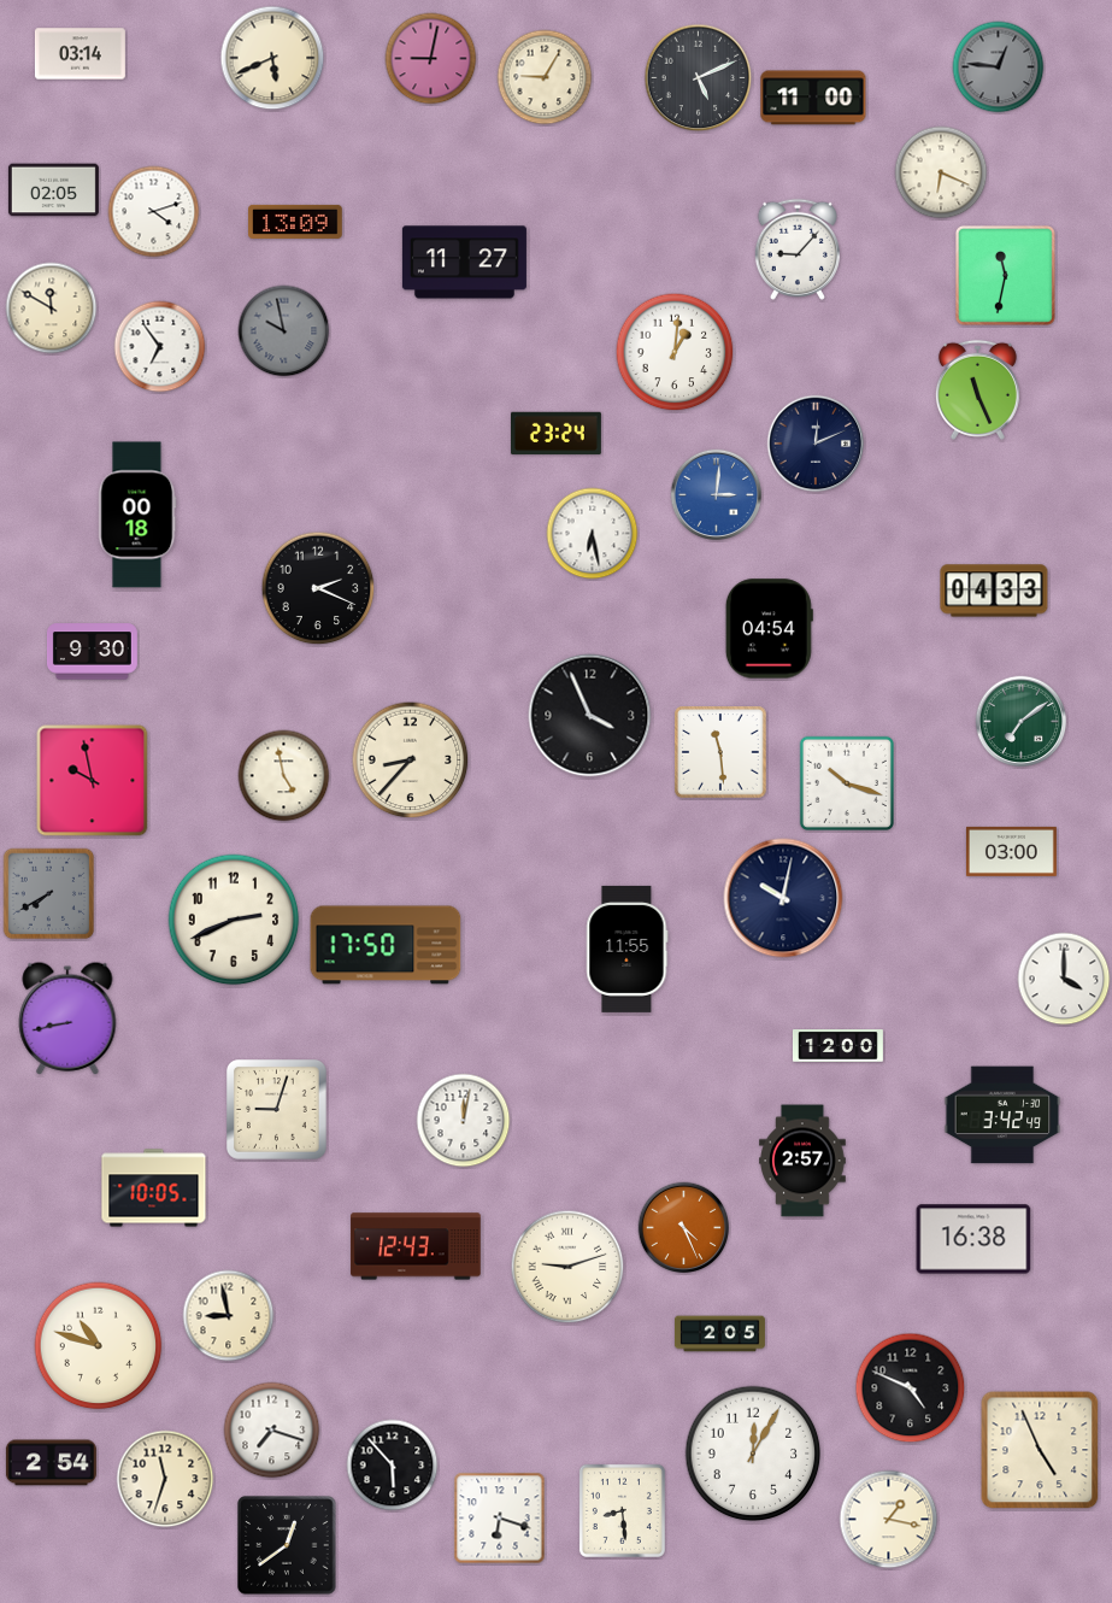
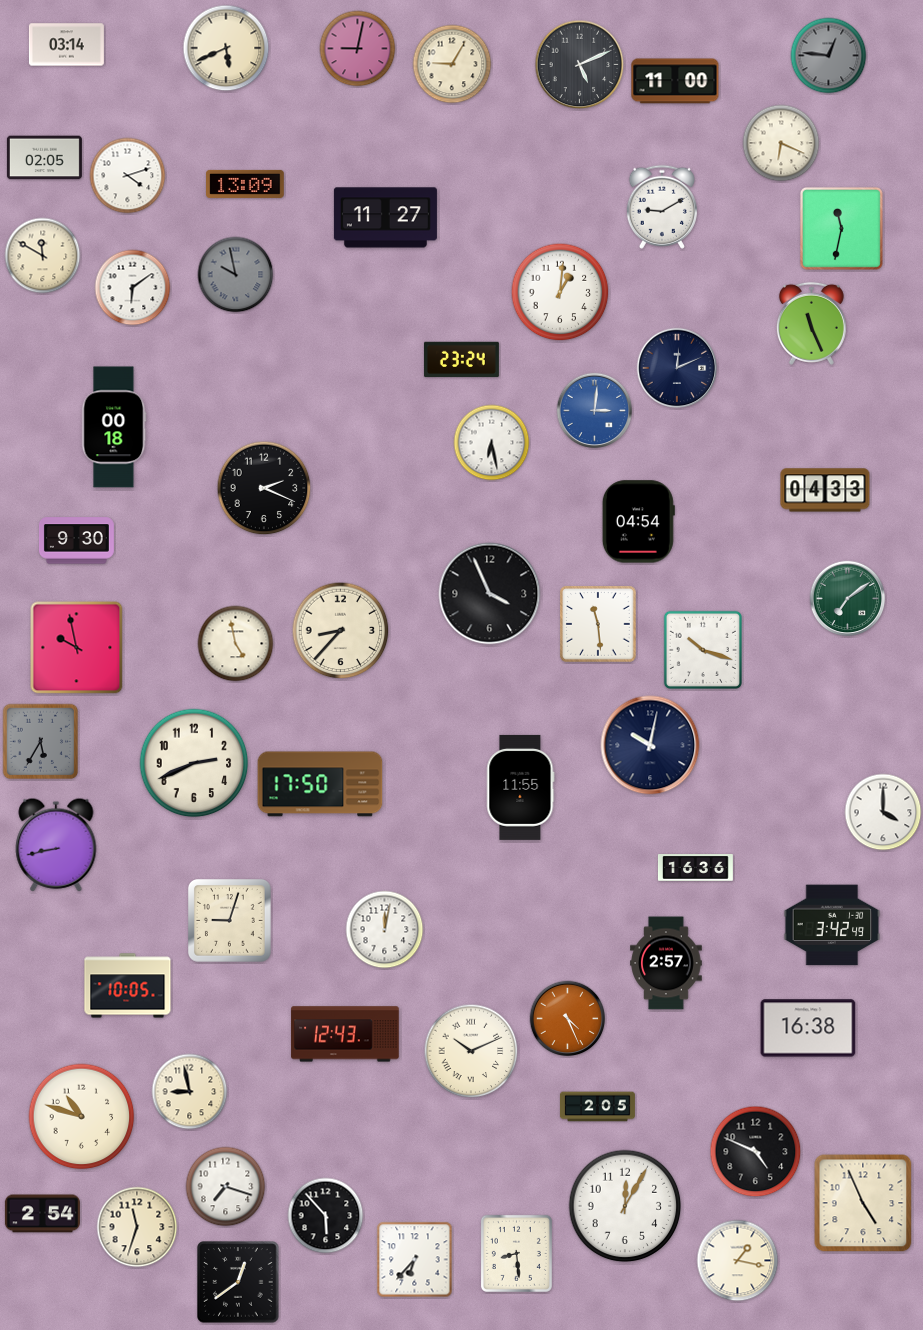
clock at (798, 249): 9:07 -> 9:10
clock at (1005, 275) position: (1005, 275) -> (841, 228)
clock at (160, 347): 6:54 -> 6:09
clock at (1011, 851): 03:00 -> none
clock at (49, 894): 7:40 -> 5:35
clock at (837, 1046): 12:00 -> 16:36
clock at (567, 1267): 9:12 -> 10:11
clock at (500, 1519): 6:18 -> 6:37
